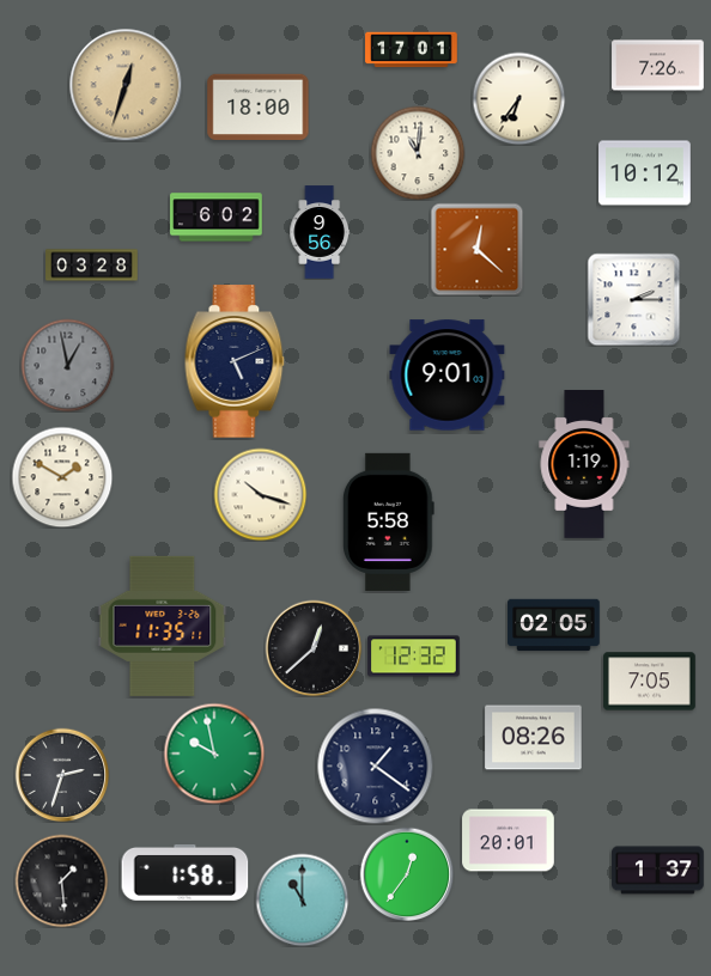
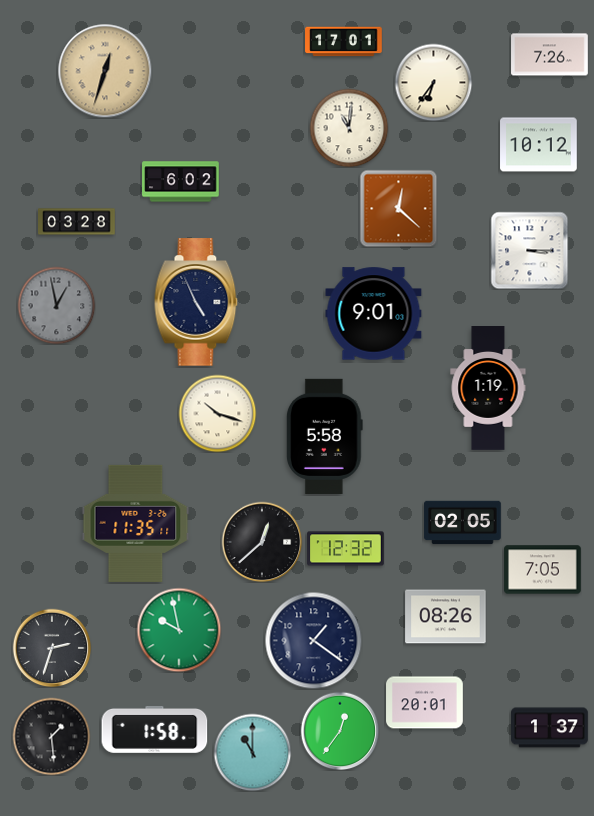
clock at (259, 106): 18:00 -> none
clock at (320, 232): 9:56 -> none
clock at (633, 299): 2:15 -> 3:15
clock at (235, 361): 5:11 -> 4:56
clock at (62, 477): 1:50 -> none
